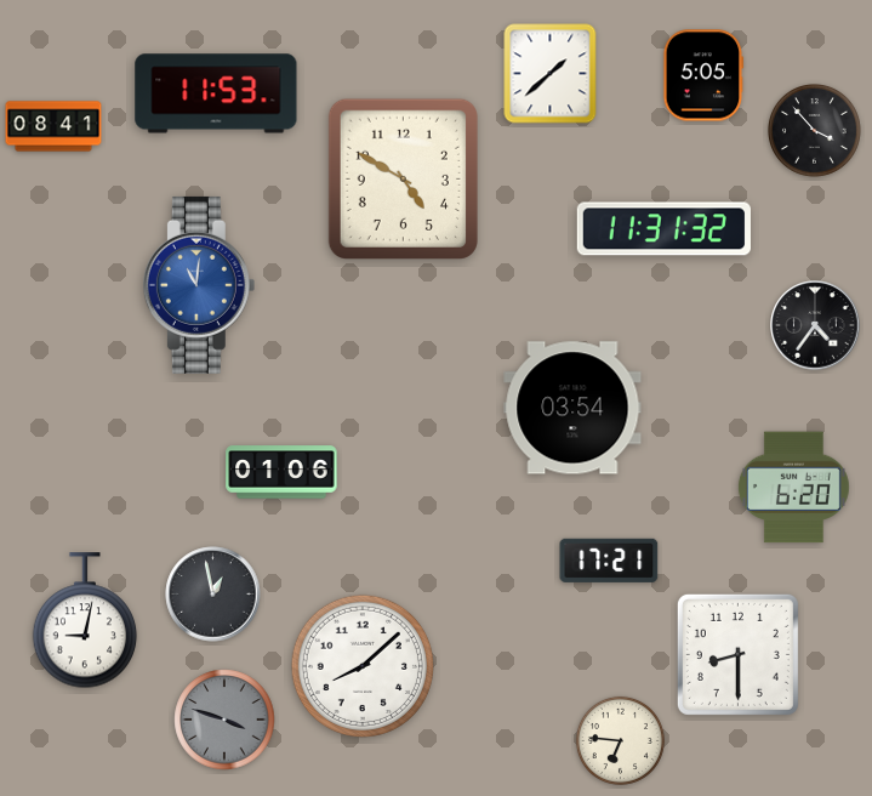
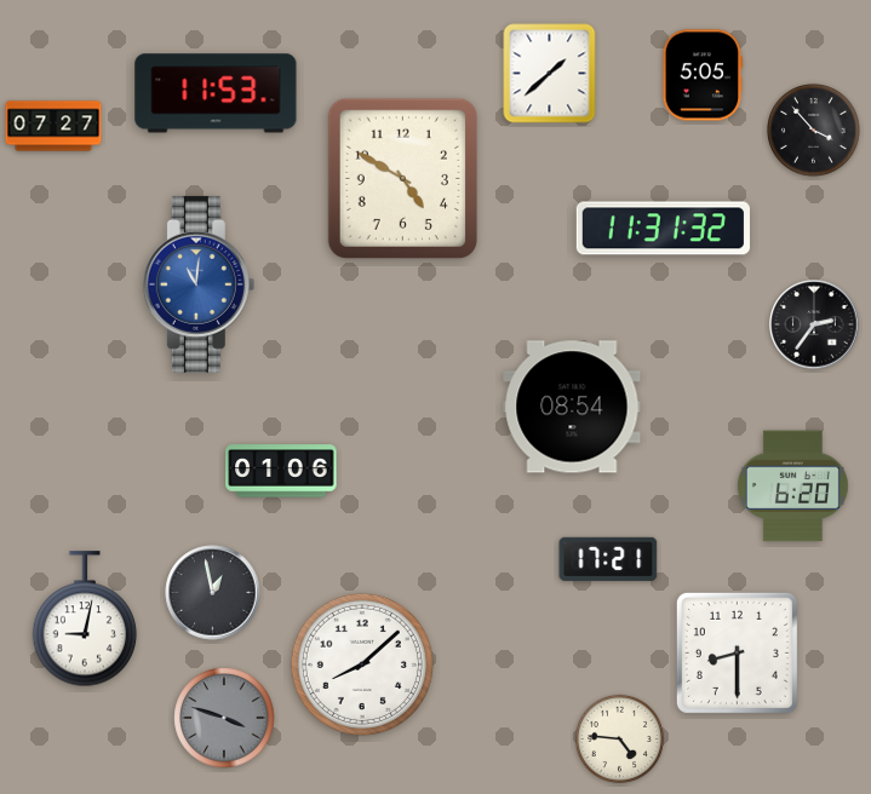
clock at (53, 126): 08:41 -> 07:27
clock at (815, 325): 4:36 -> 2:36
clock at (572, 408): 03:54 -> 08:54
clock at (620, 740): 6:46 -> 4:46
